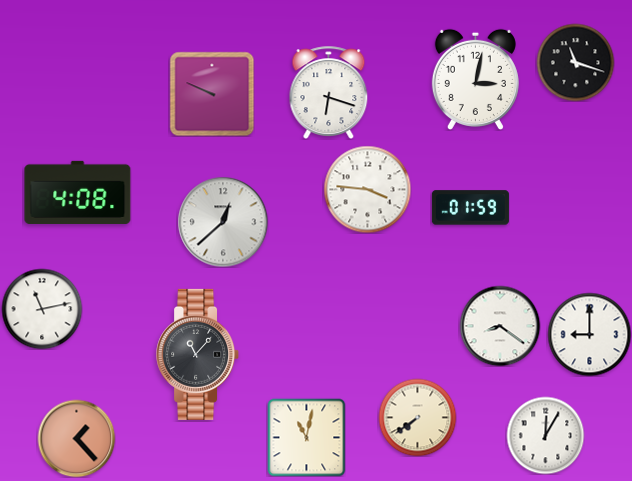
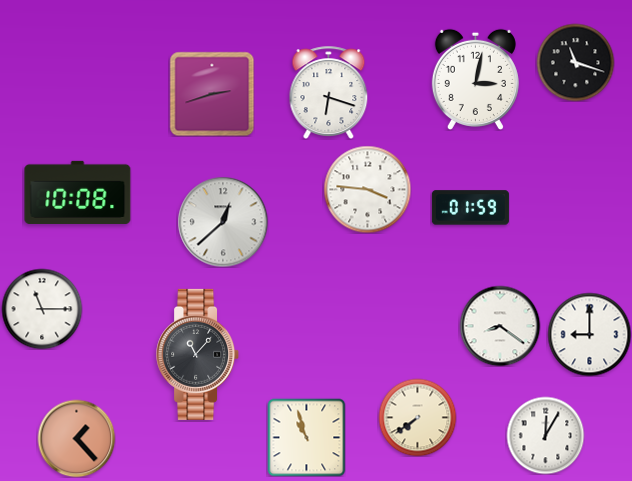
clock at (212, 94): 9:49 -> 2:42
clock at (78, 192): 4:08 -> 10:08
clock at (42, 309): 11:13 -> 11:15
clock at (306, 437): 11:02 -> 10:57
